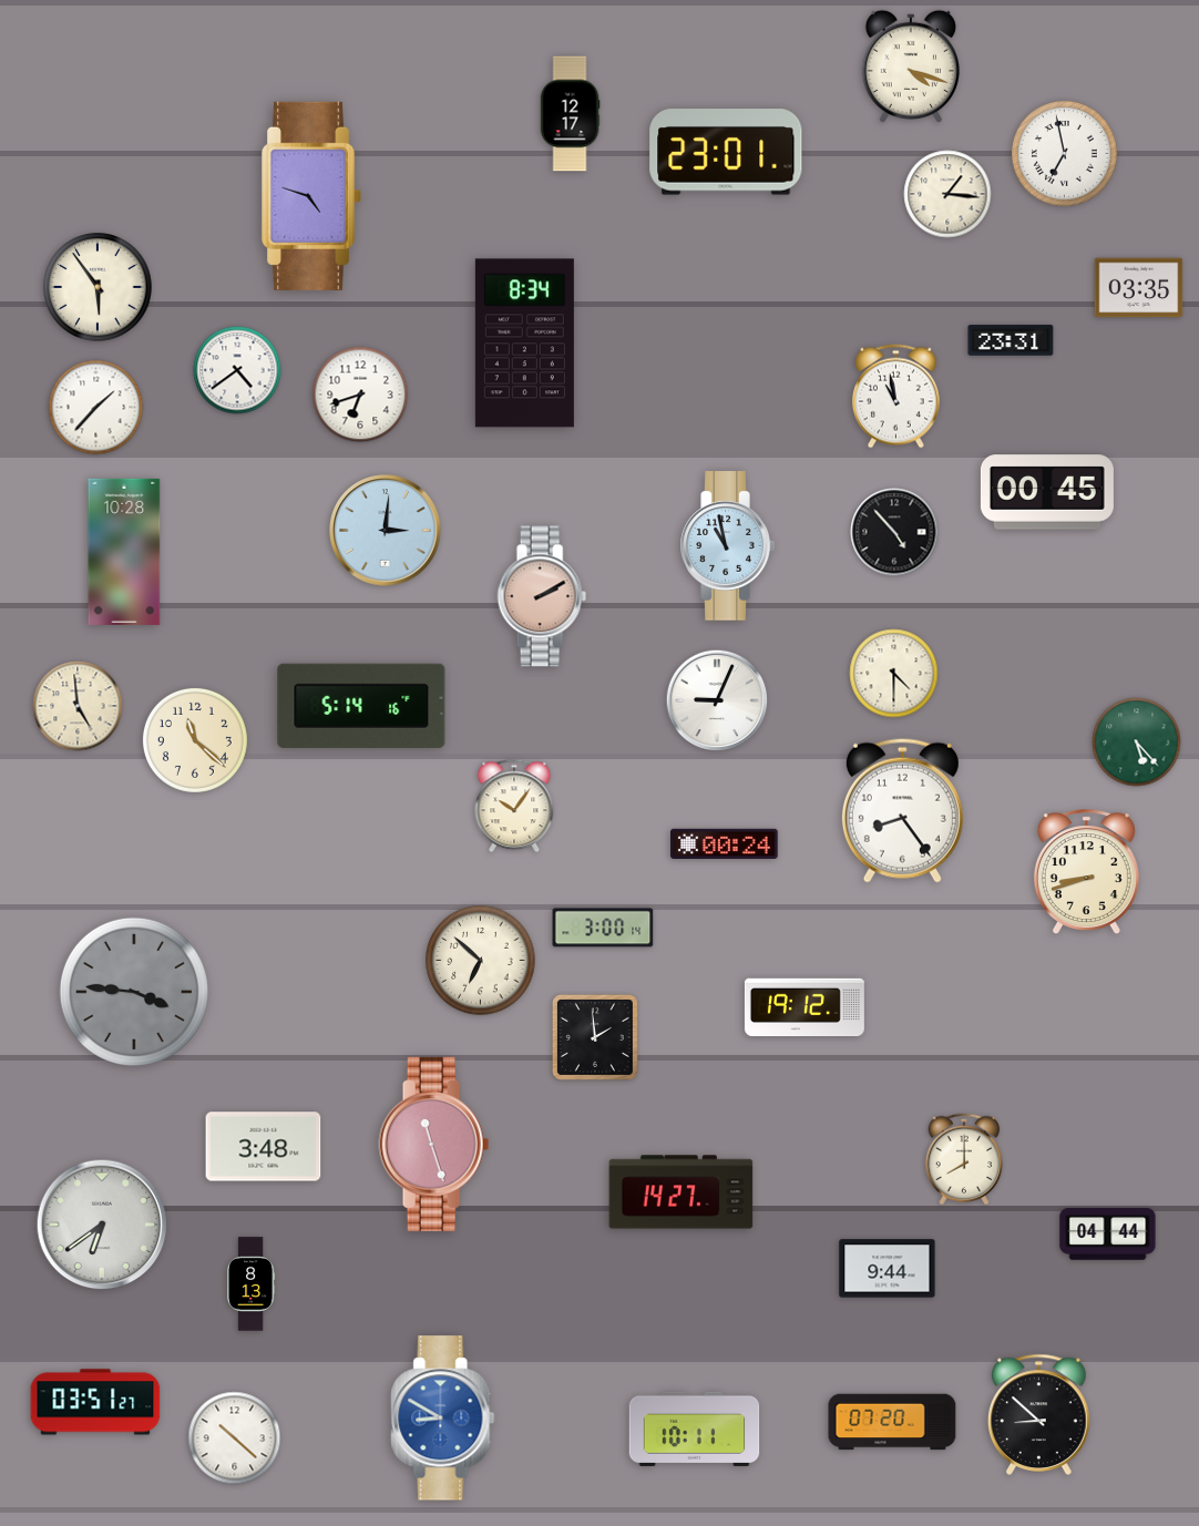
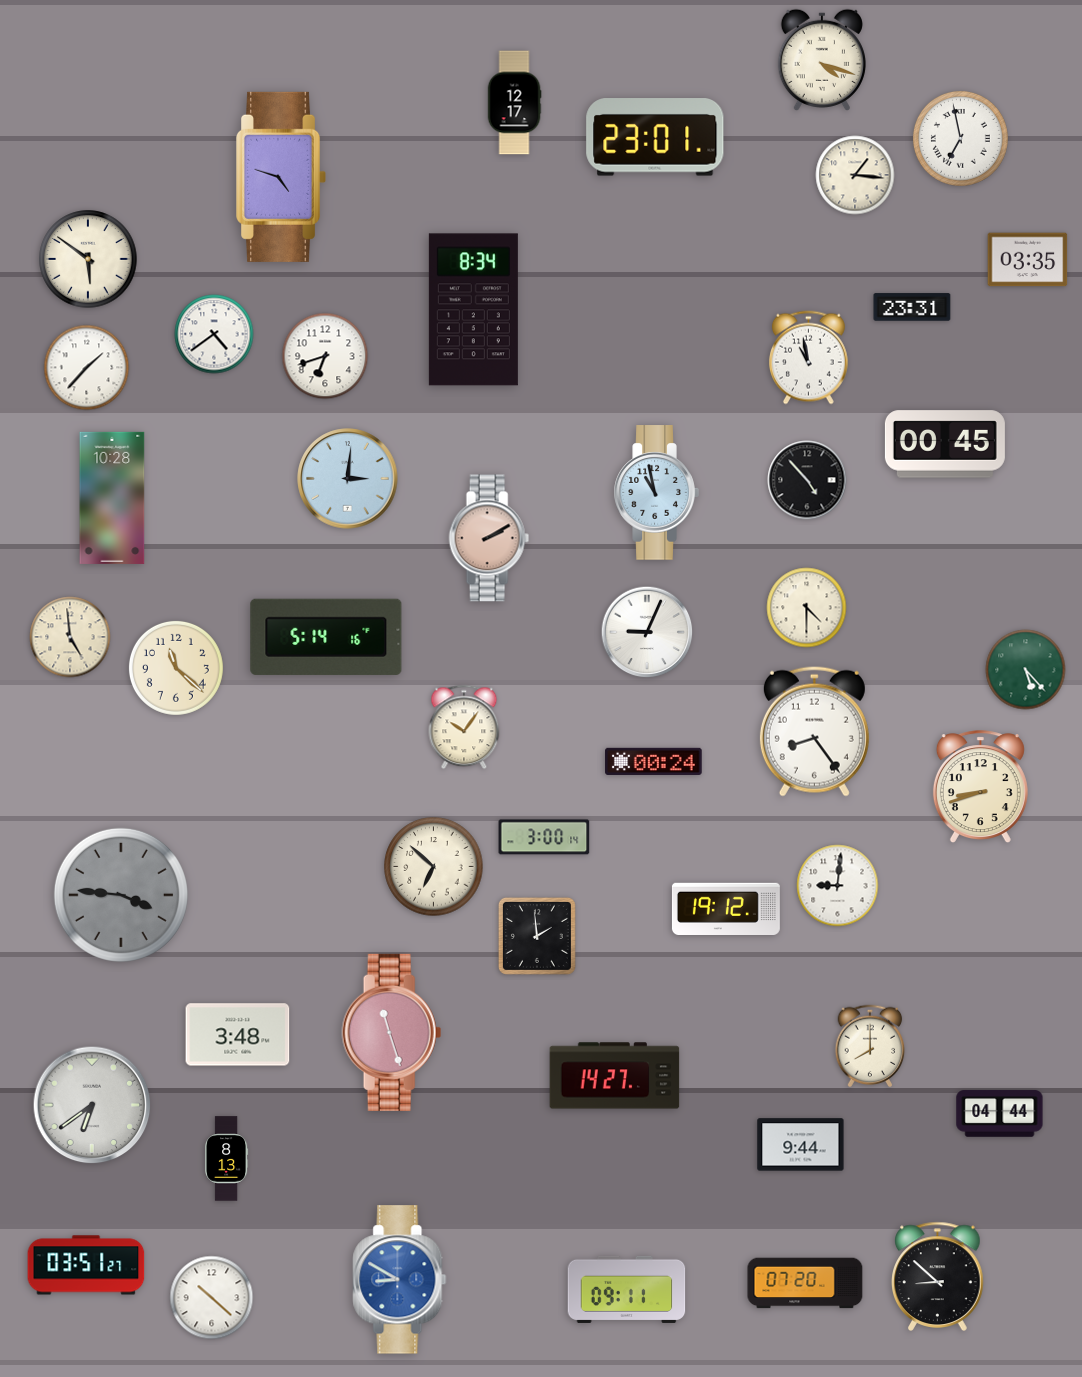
clock at (98, 287): 5:54 -> 5:51
clock at (838, 886): none -> 9:01
clock at (695, 1428): 10:11 -> 09:11
